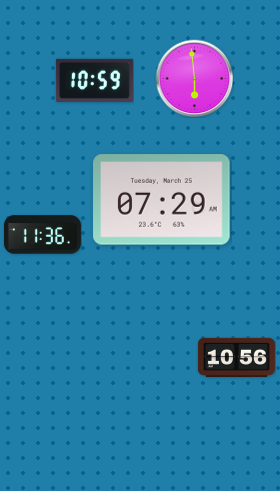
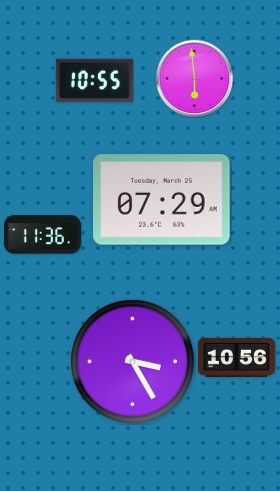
clock at (94, 80): 10:59 -> 10:55
clock at (132, 361): none -> 3:25
